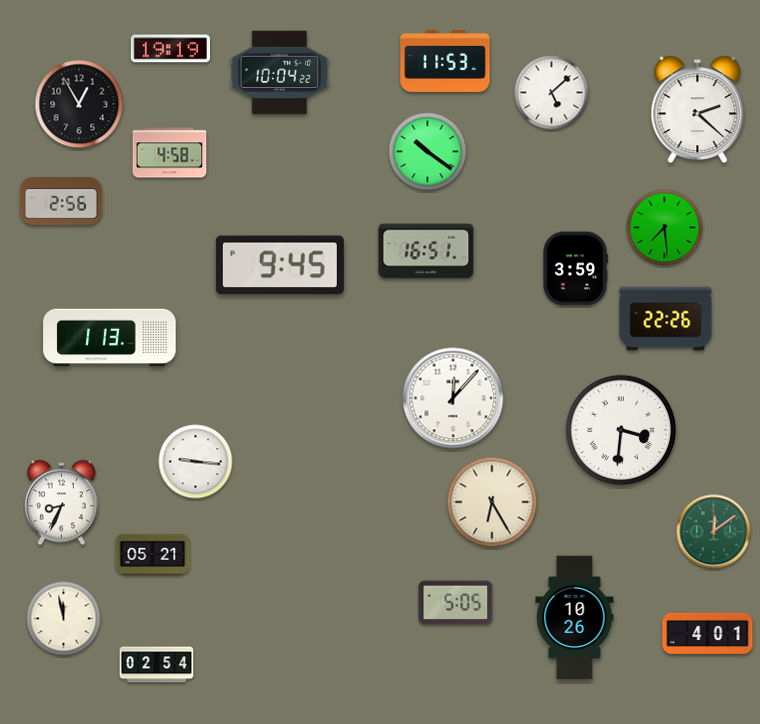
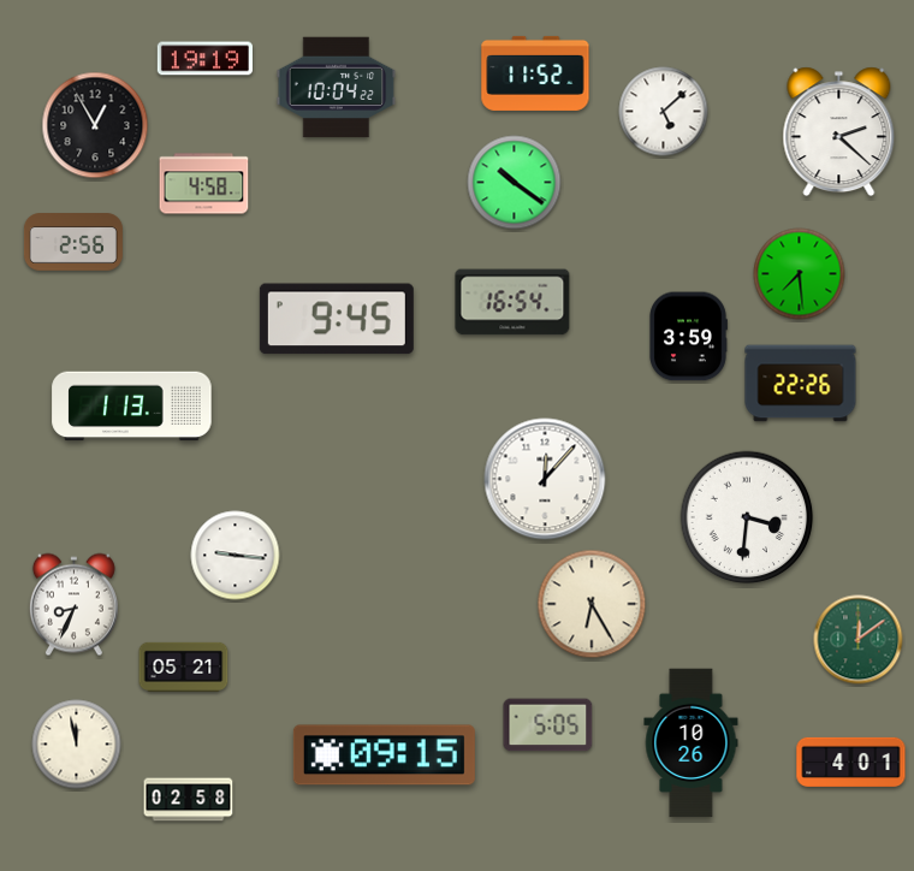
clock at (445, 61): 11:53 -> 11:52
clock at (426, 251): 16:51 -> 16:54
clock at (575, 269) position: (575, 269) -> (688, 337)
clock at (384, 756): none -> 09:15
clock at (157, 665): 02:54 -> 02:58
